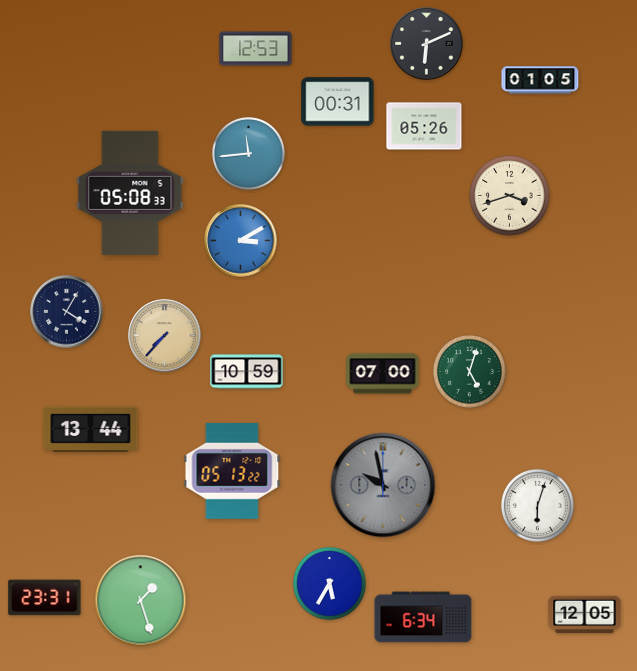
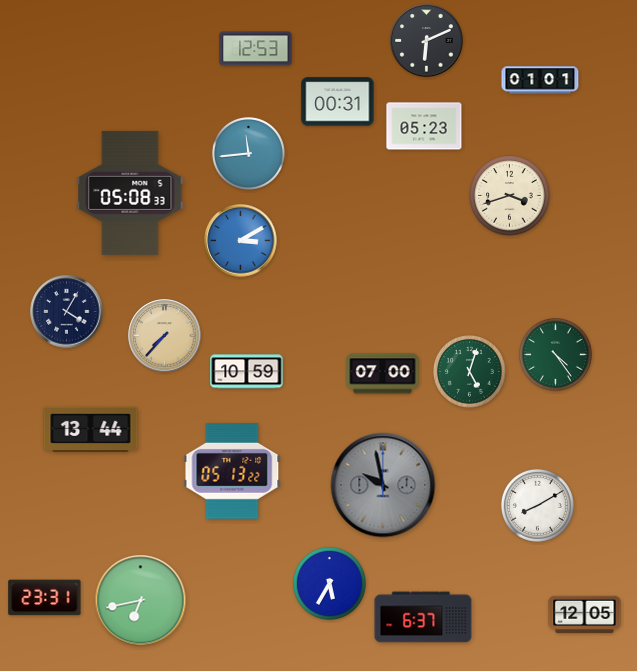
clock at (427, 44) position: (427, 44) -> (427, 41)
clock at (540, 80): 01:05 -> 01:01
clock at (424, 126): 05:26 -> 05:23
clock at (555, 354): none -> 4:24
clock at (537, 505): 6:03 -> 8:10
clock at (141, 601): 1:27 -> 6:43
clock at (423, 617): 6:34 -> 6:37
